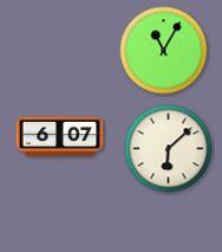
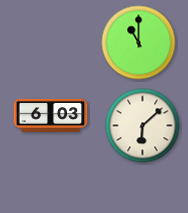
clock at (164, 51): 11:05 -> 11:00
clock at (60, 136): 6:07 -> 6:03
